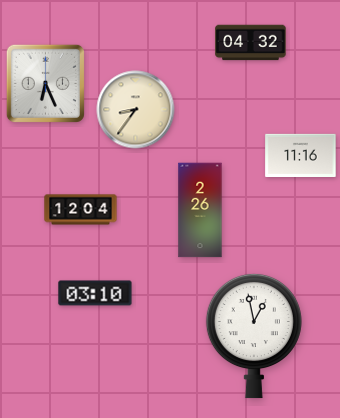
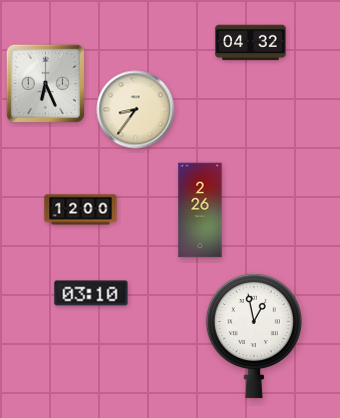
clock at (301, 155): 11:16 -> none
clock at (81, 210): 12:04 -> 12:00
clock at (95, 293) position: (95, 293) -> (91, 293)
